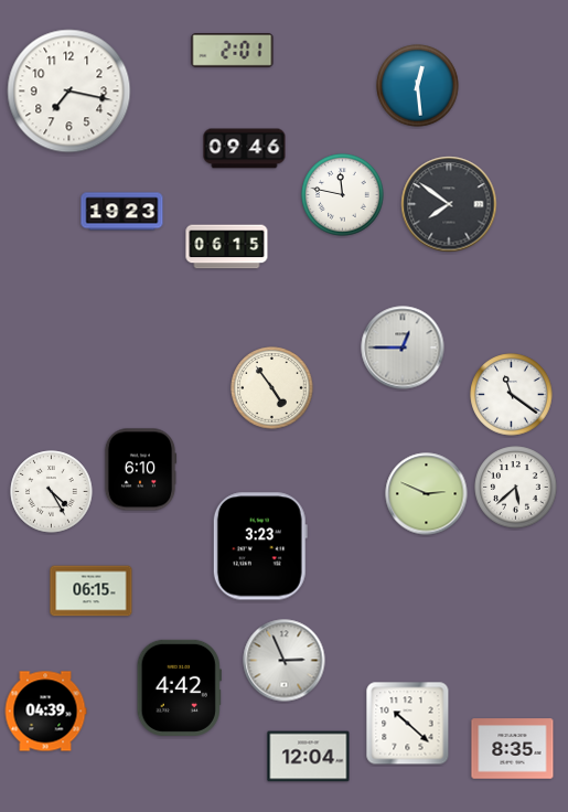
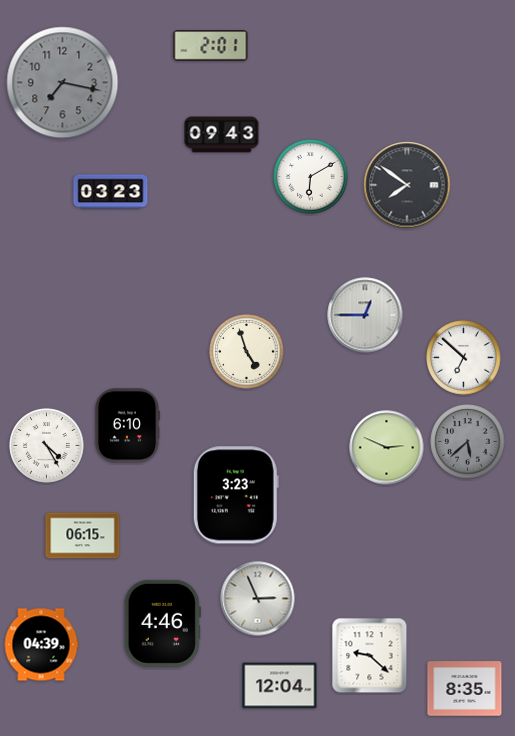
clock at (418, 86): 12:29 -> none
clock at (69, 92) dial: white -> grey
clock at (245, 149): 09:46 -> 09:43
clock at (343, 195): 11:47 -> 6:10
clock at (122, 212): 19:23 -> 03:23
clock at (227, 247): 06:15 -> none
clock at (272, 388): 4:54 -> 4:57
clock at (512, 395): 11:21 -> 6:52
clock at (516, 488) dial: white -> grey
clock at (179, 687): 4:42 -> 4:46
clock at (408, 724): 10:22 -> 9:22
clock at (513, 749) position: (513, 749) -> (465, 689)
